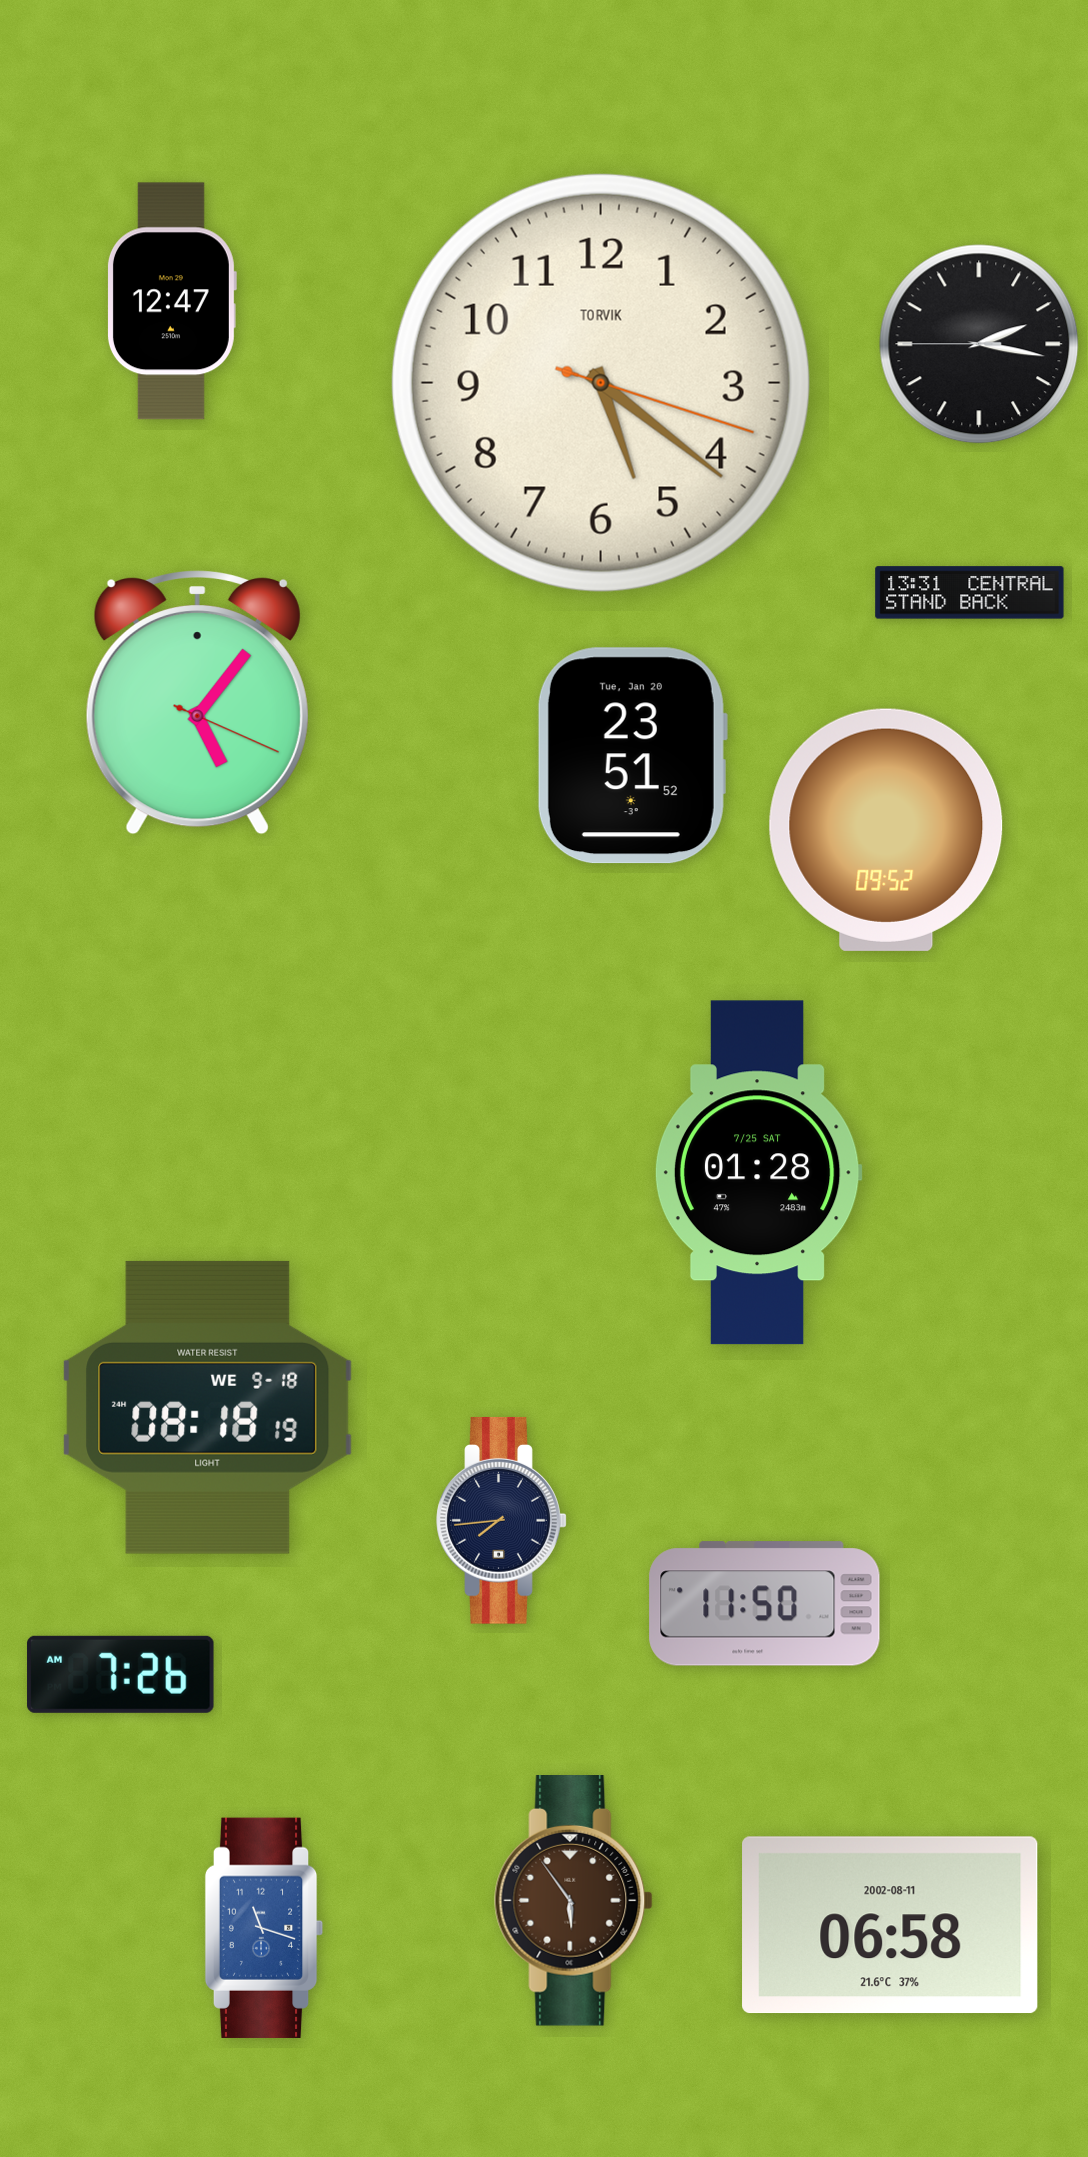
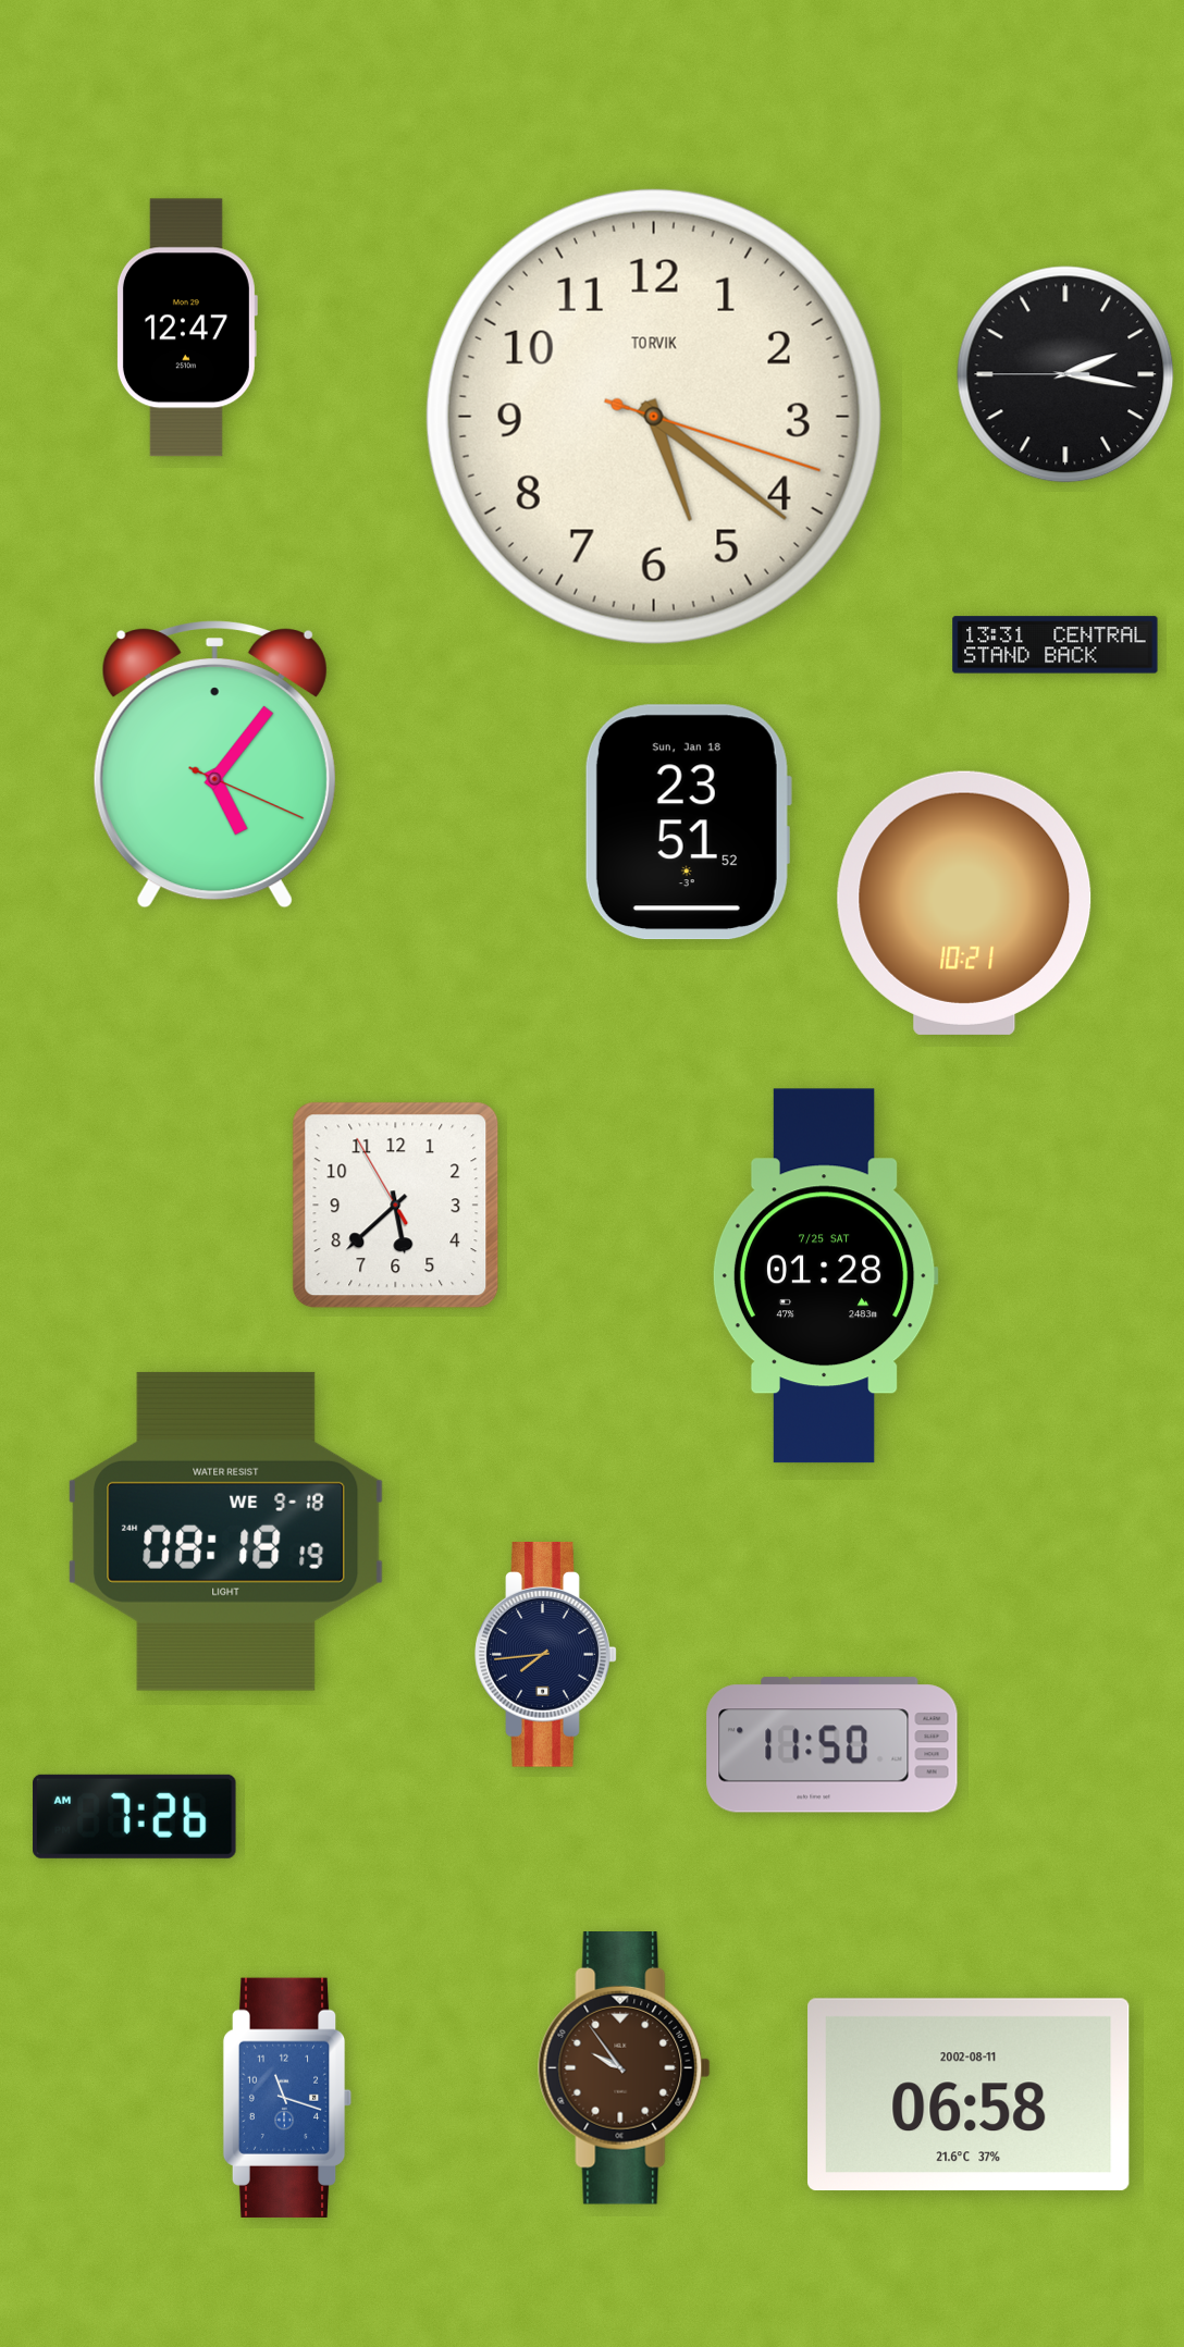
clock at (632, 756) date: Tue, Jan 20 -> Sun, Jan 18
clock at (886, 830): 09:52 -> 10:21
clock at (396, 1206): none -> 5:37
clock at (121, 1674) position: (121, 1674) -> (135, 1816)
clock at (574, 1901): 5:54 -> 9:54
